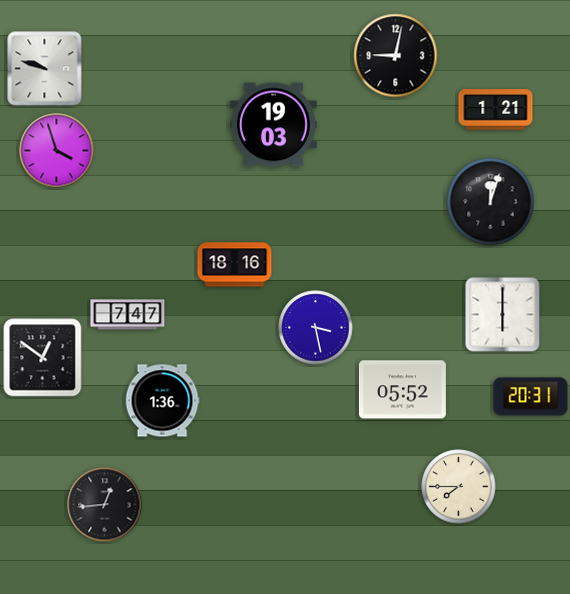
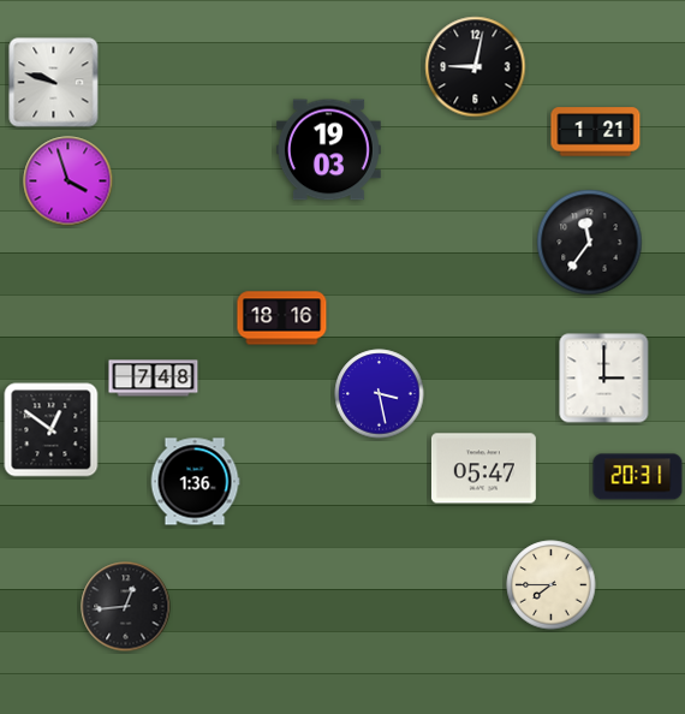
clock at (491, 202): 12:03 -> 11:36
clock at (128, 315): 7:47 -> 7:48
clock at (503, 315): 6:00 -> 3:00
clock at (402, 390): 05:52 -> 05:47
